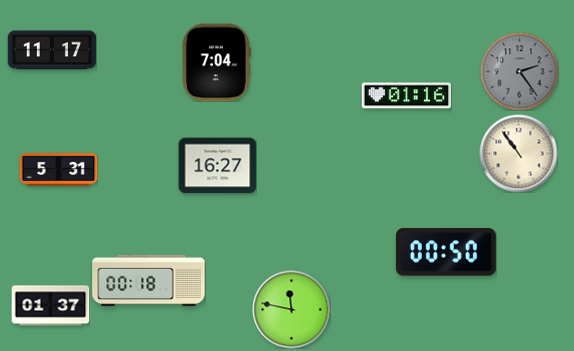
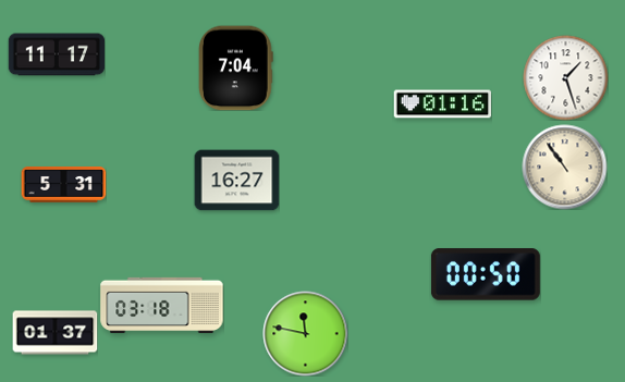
clock at (519, 71): 2:24 -> 1:27
clock at (519, 71) dial: grey -> white
clock at (149, 281): 00:18 -> 03:18
clock at (291, 309) position: (291, 309) -> (305, 333)
